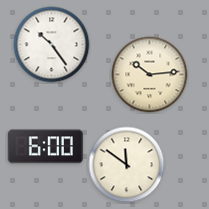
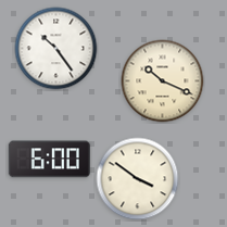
clock at (150, 75): 10:14 -> 10:19
clock at (127, 165): 11:51 -> 3:51
